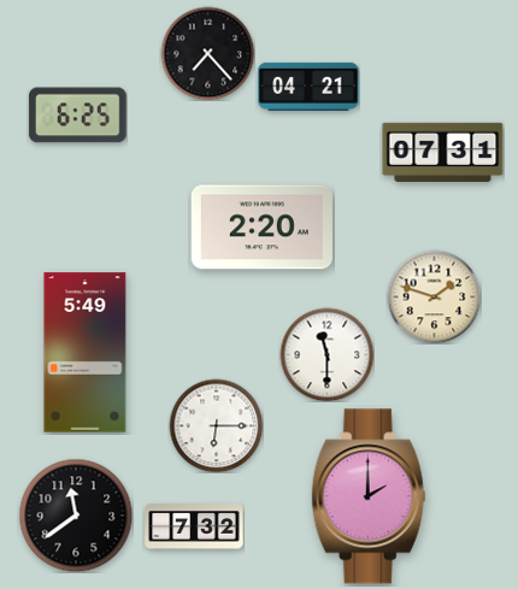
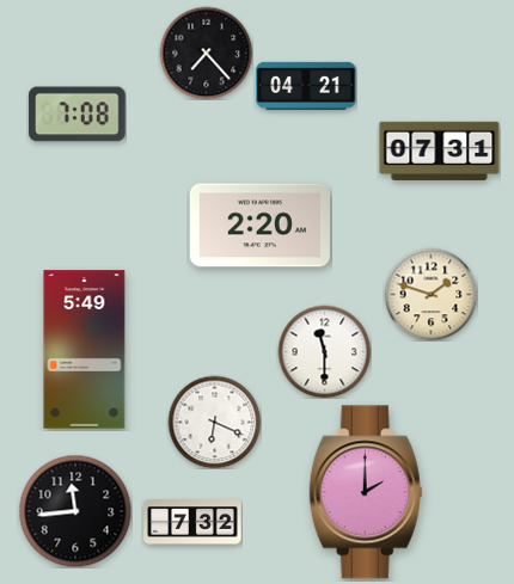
clock at (78, 116): 6:25 -> 7:08
clock at (216, 425): 6:15 -> 6:19
clock at (76, 516): 11:39 -> 11:44
